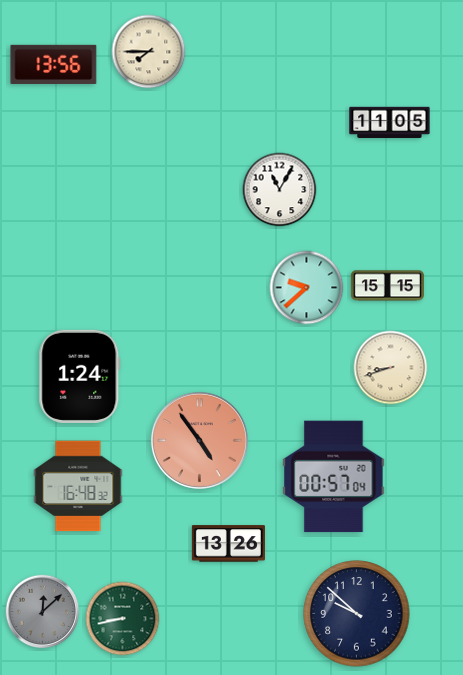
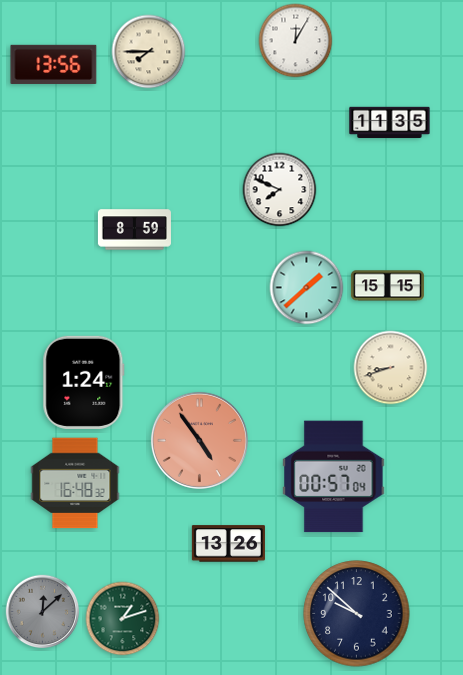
clock at (296, 41): none -> 12:05
clock at (390, 123): 11:05 -> 11:35
clock at (280, 190): 11:05 -> 7:49
clock at (134, 230): none -> 8:59
clock at (307, 288): 9:38 -> 1:38
clock at (80, 376) position: (80, 376) -> (84, 382)
clock at (78, 486) position: (78, 486) -> (75, 483)
clock at (123, 619): 8:43 -> 1:12
